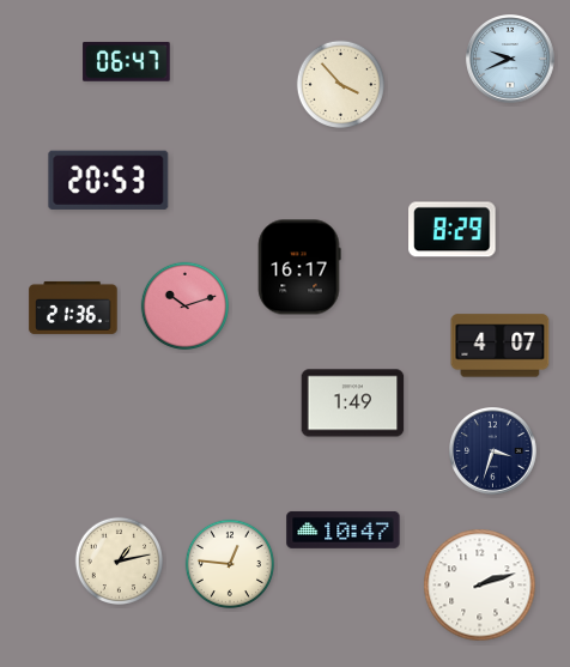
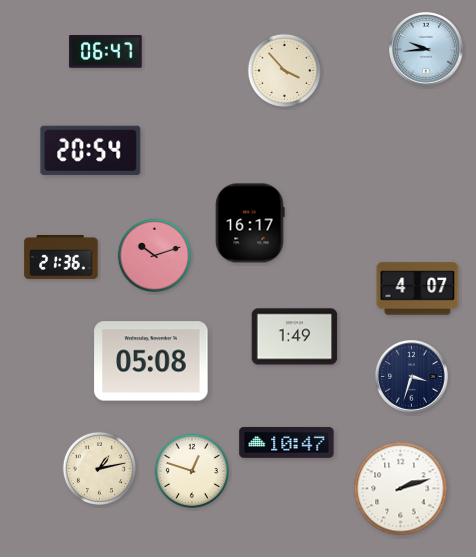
clock at (510, 59): 9:41 -> 9:44
clock at (109, 180): 20:53 -> 20:54
clock at (453, 230): 8:29 -> none
clock at (151, 361): none -> 05:08
clock at (229, 563): 12:46 -> 12:48
